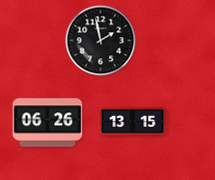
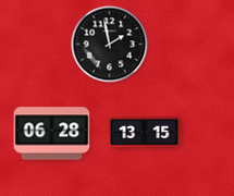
clock at (48, 123): 06:26 -> 06:28
